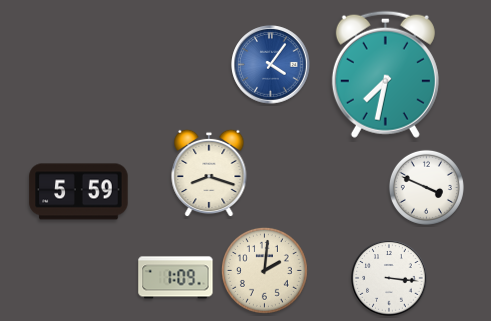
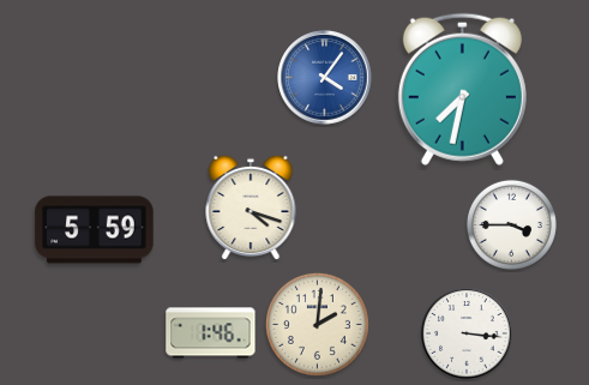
clock at (209, 173): 8:18 -> 4:18
clock at (426, 187): 3:49 -> 3:45
clock at (176, 278): 1:09 -> 1:46
